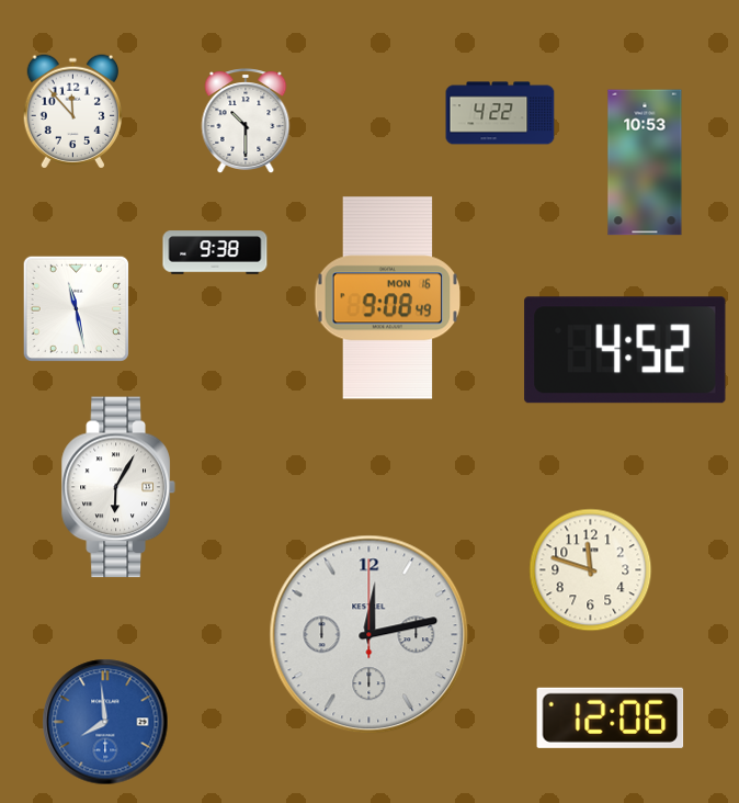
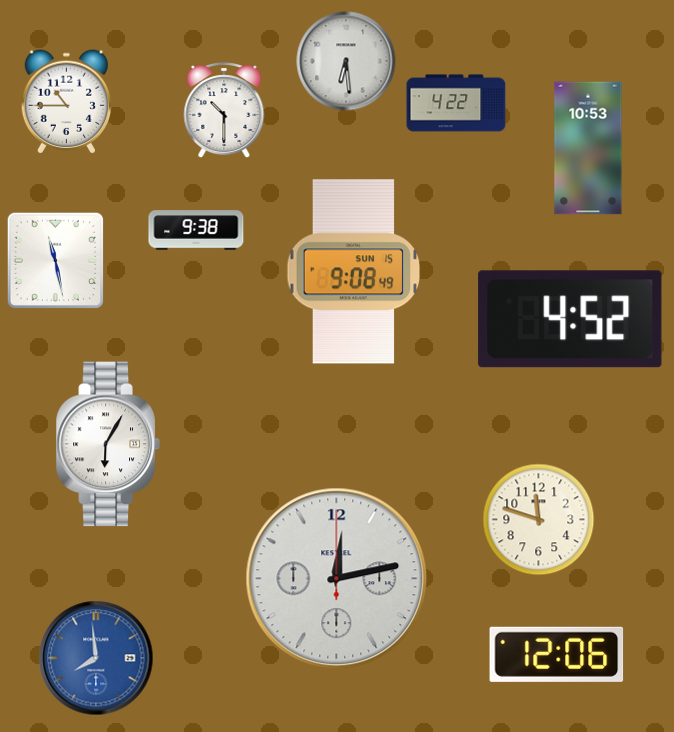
clock at (346, 61): none -> 6:29
clock at (72, 112): 11:53 -> 10:45
clock at (388, 298) date: MON 16 -> SUN 15
clock at (76, 308) position: (76, 308) -> (55, 260)
